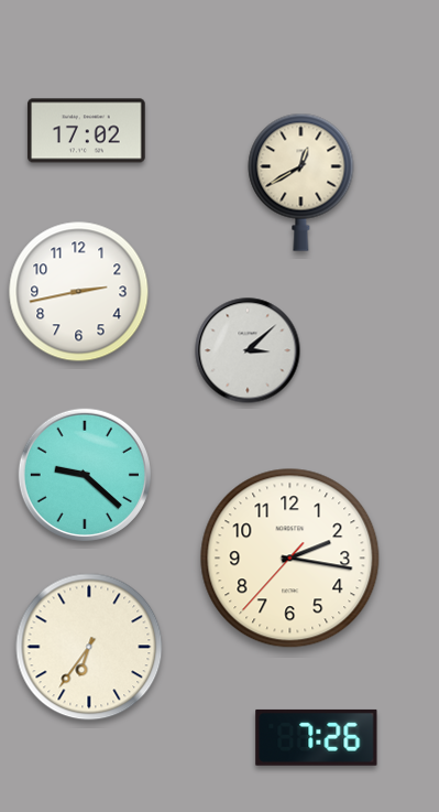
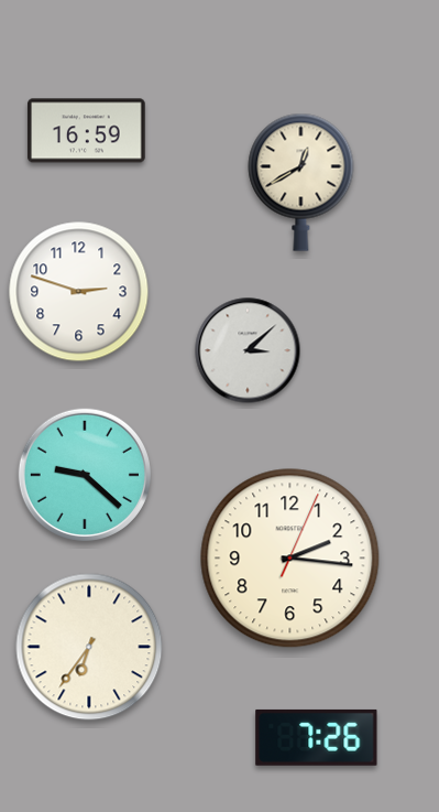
clock at (87, 131): 17:02 -> 16:59
clock at (79, 292): 2:43 -> 2:48
clock at (290, 559): 2:16:37 -> 2:16:04
